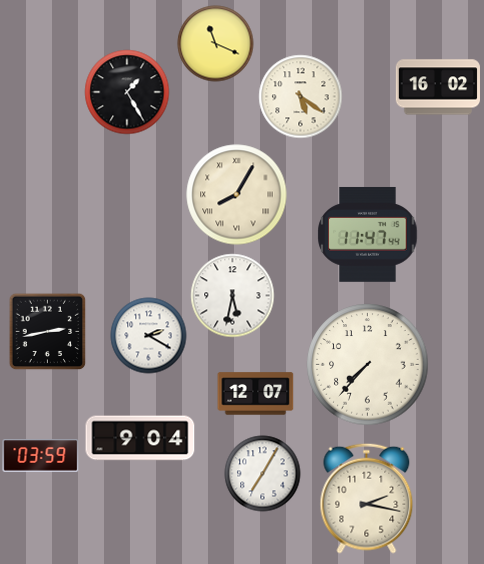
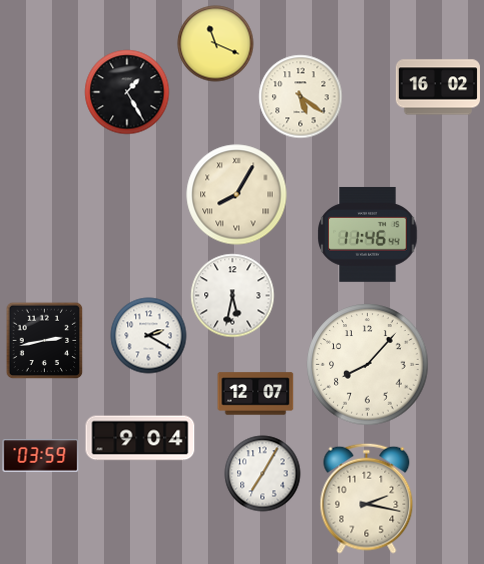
clock at (368, 234): 11:47 -> 11:46
clock at (47, 331) position: (47, 331) -> (44, 340)
clock at (368, 365): 7:37 -> 8:07
